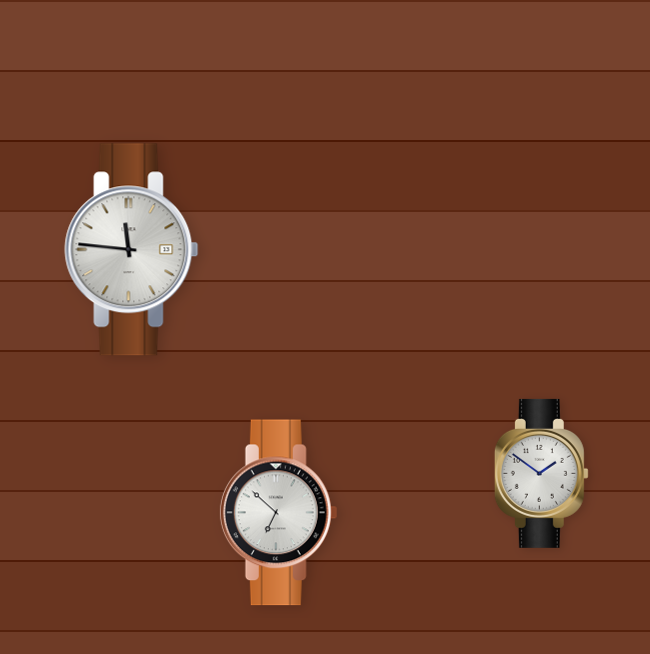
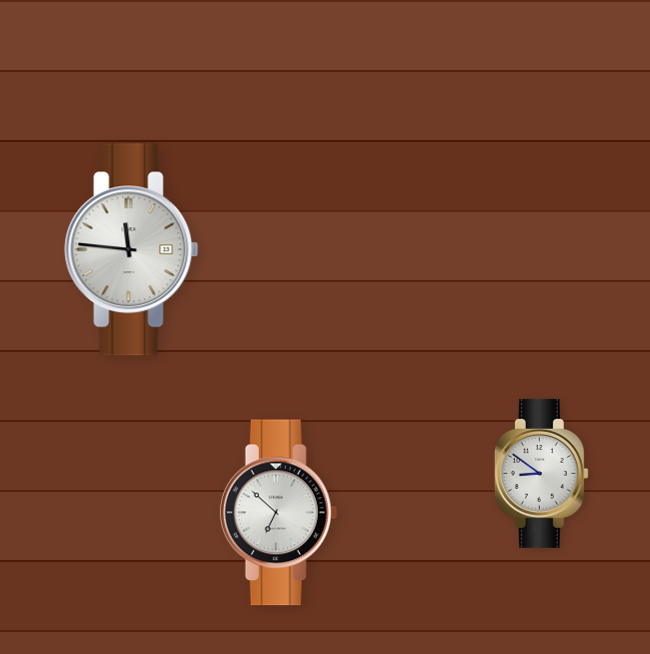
clock at (541, 473): 1:51 -> 8:51
